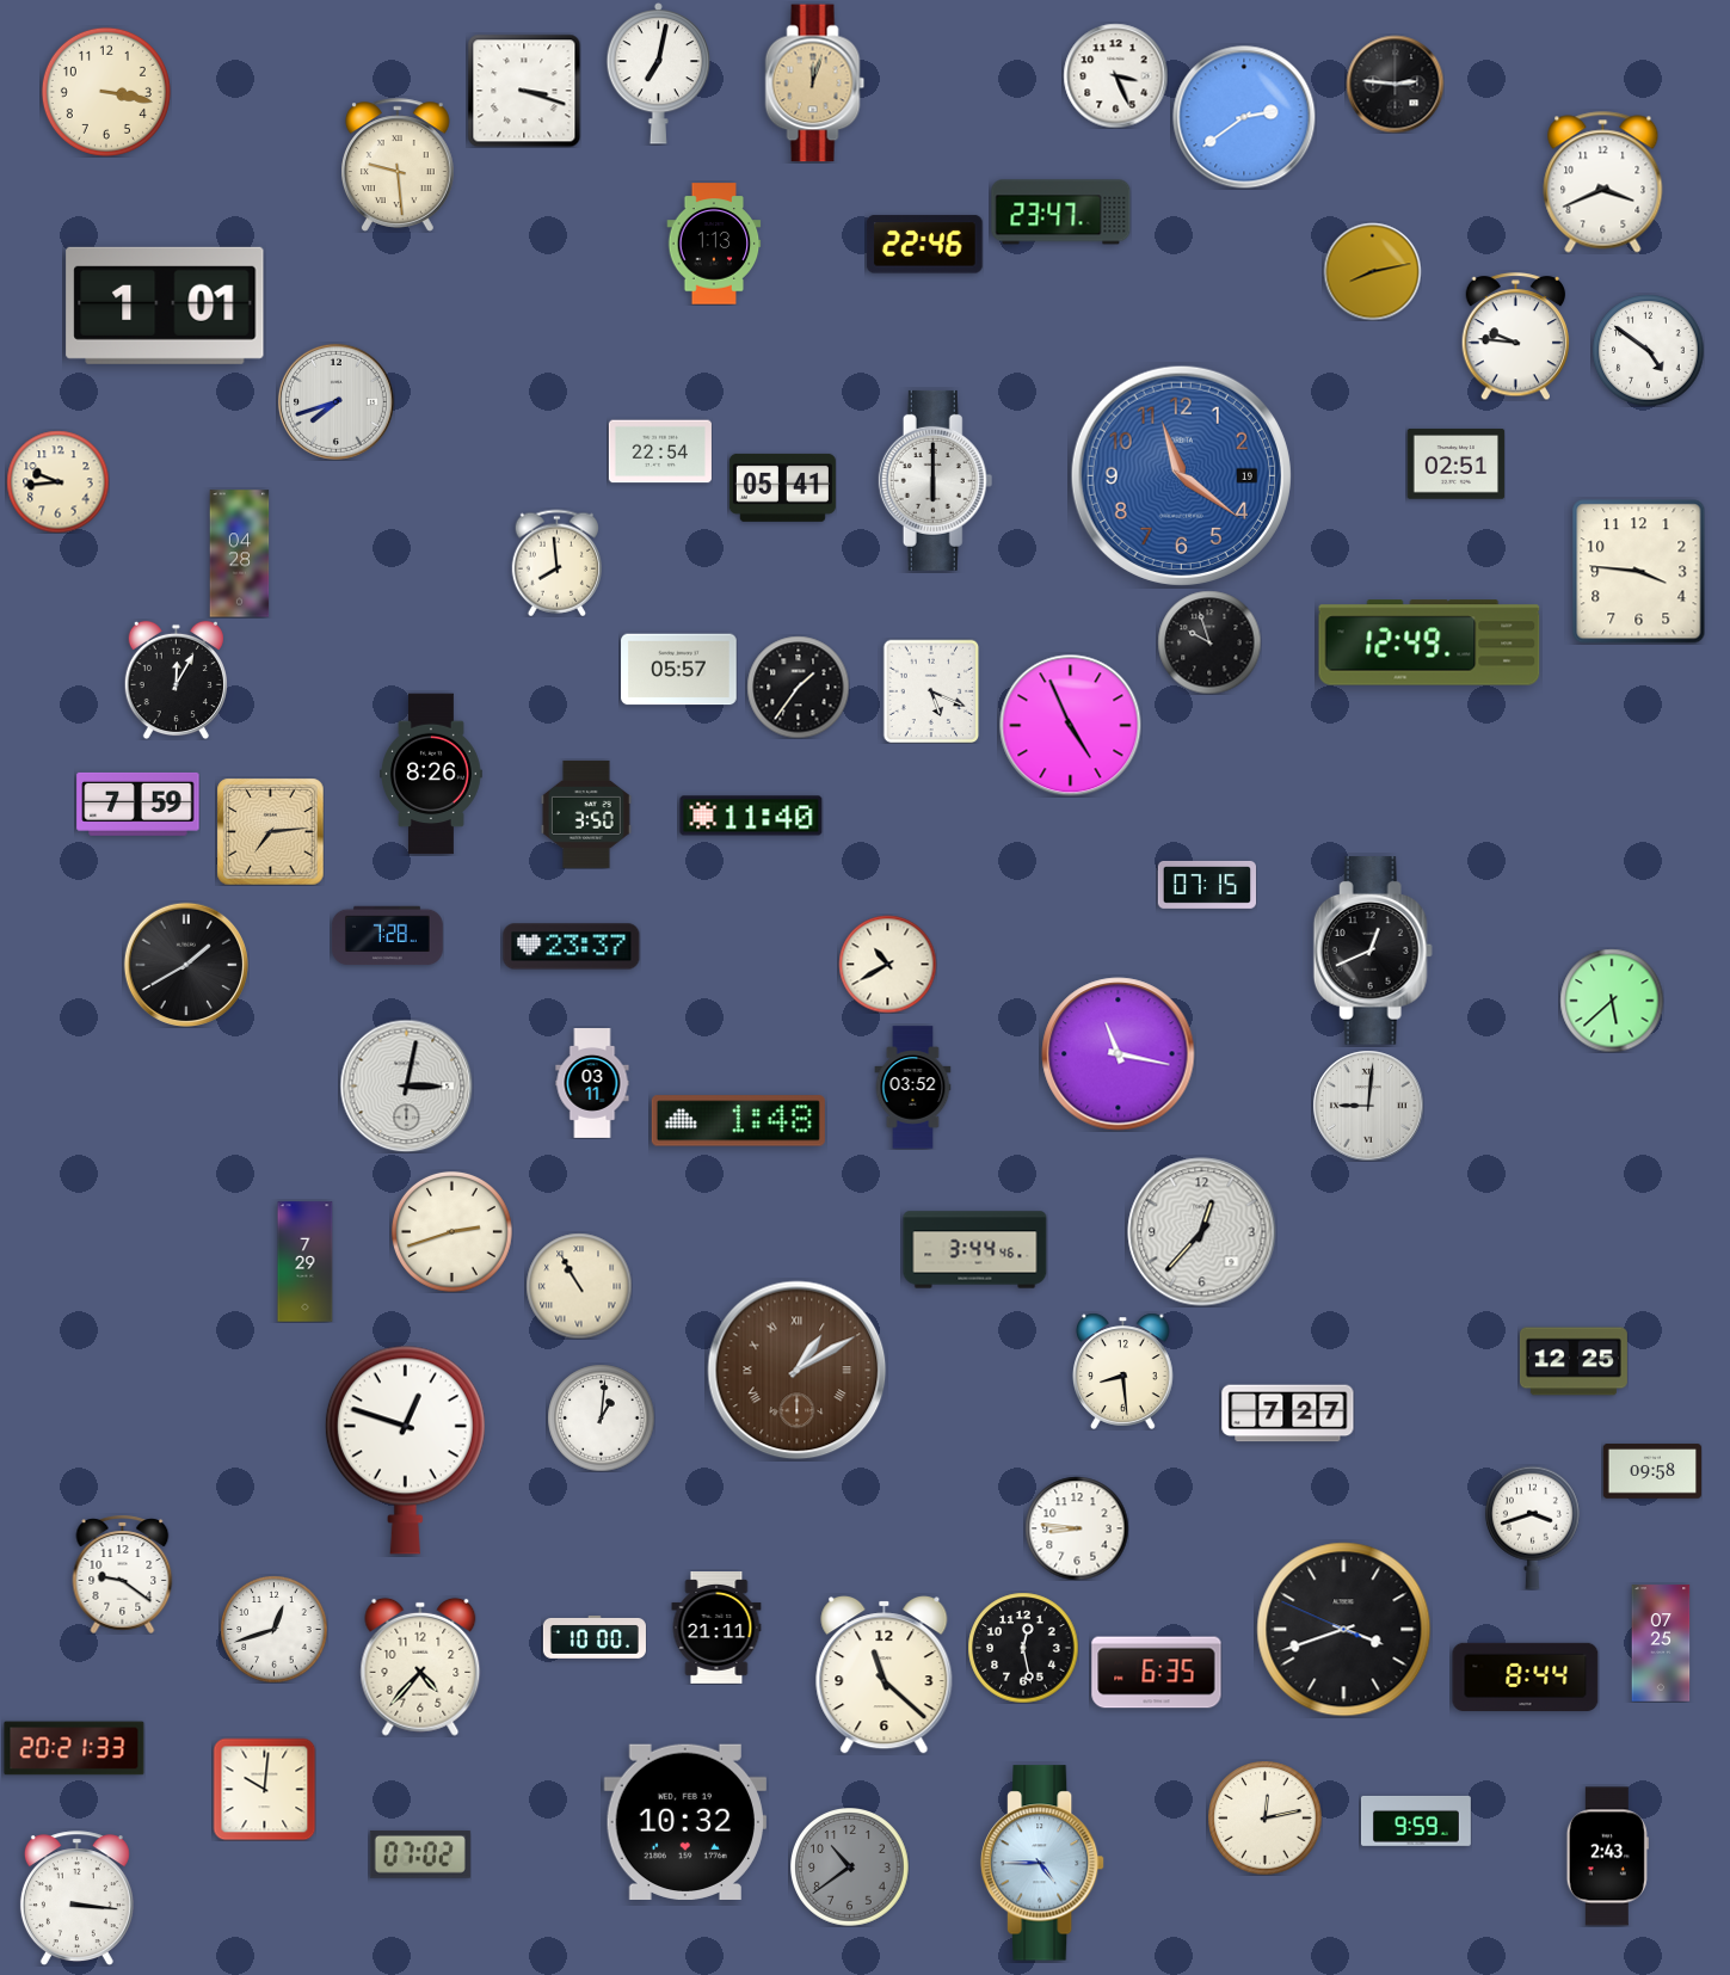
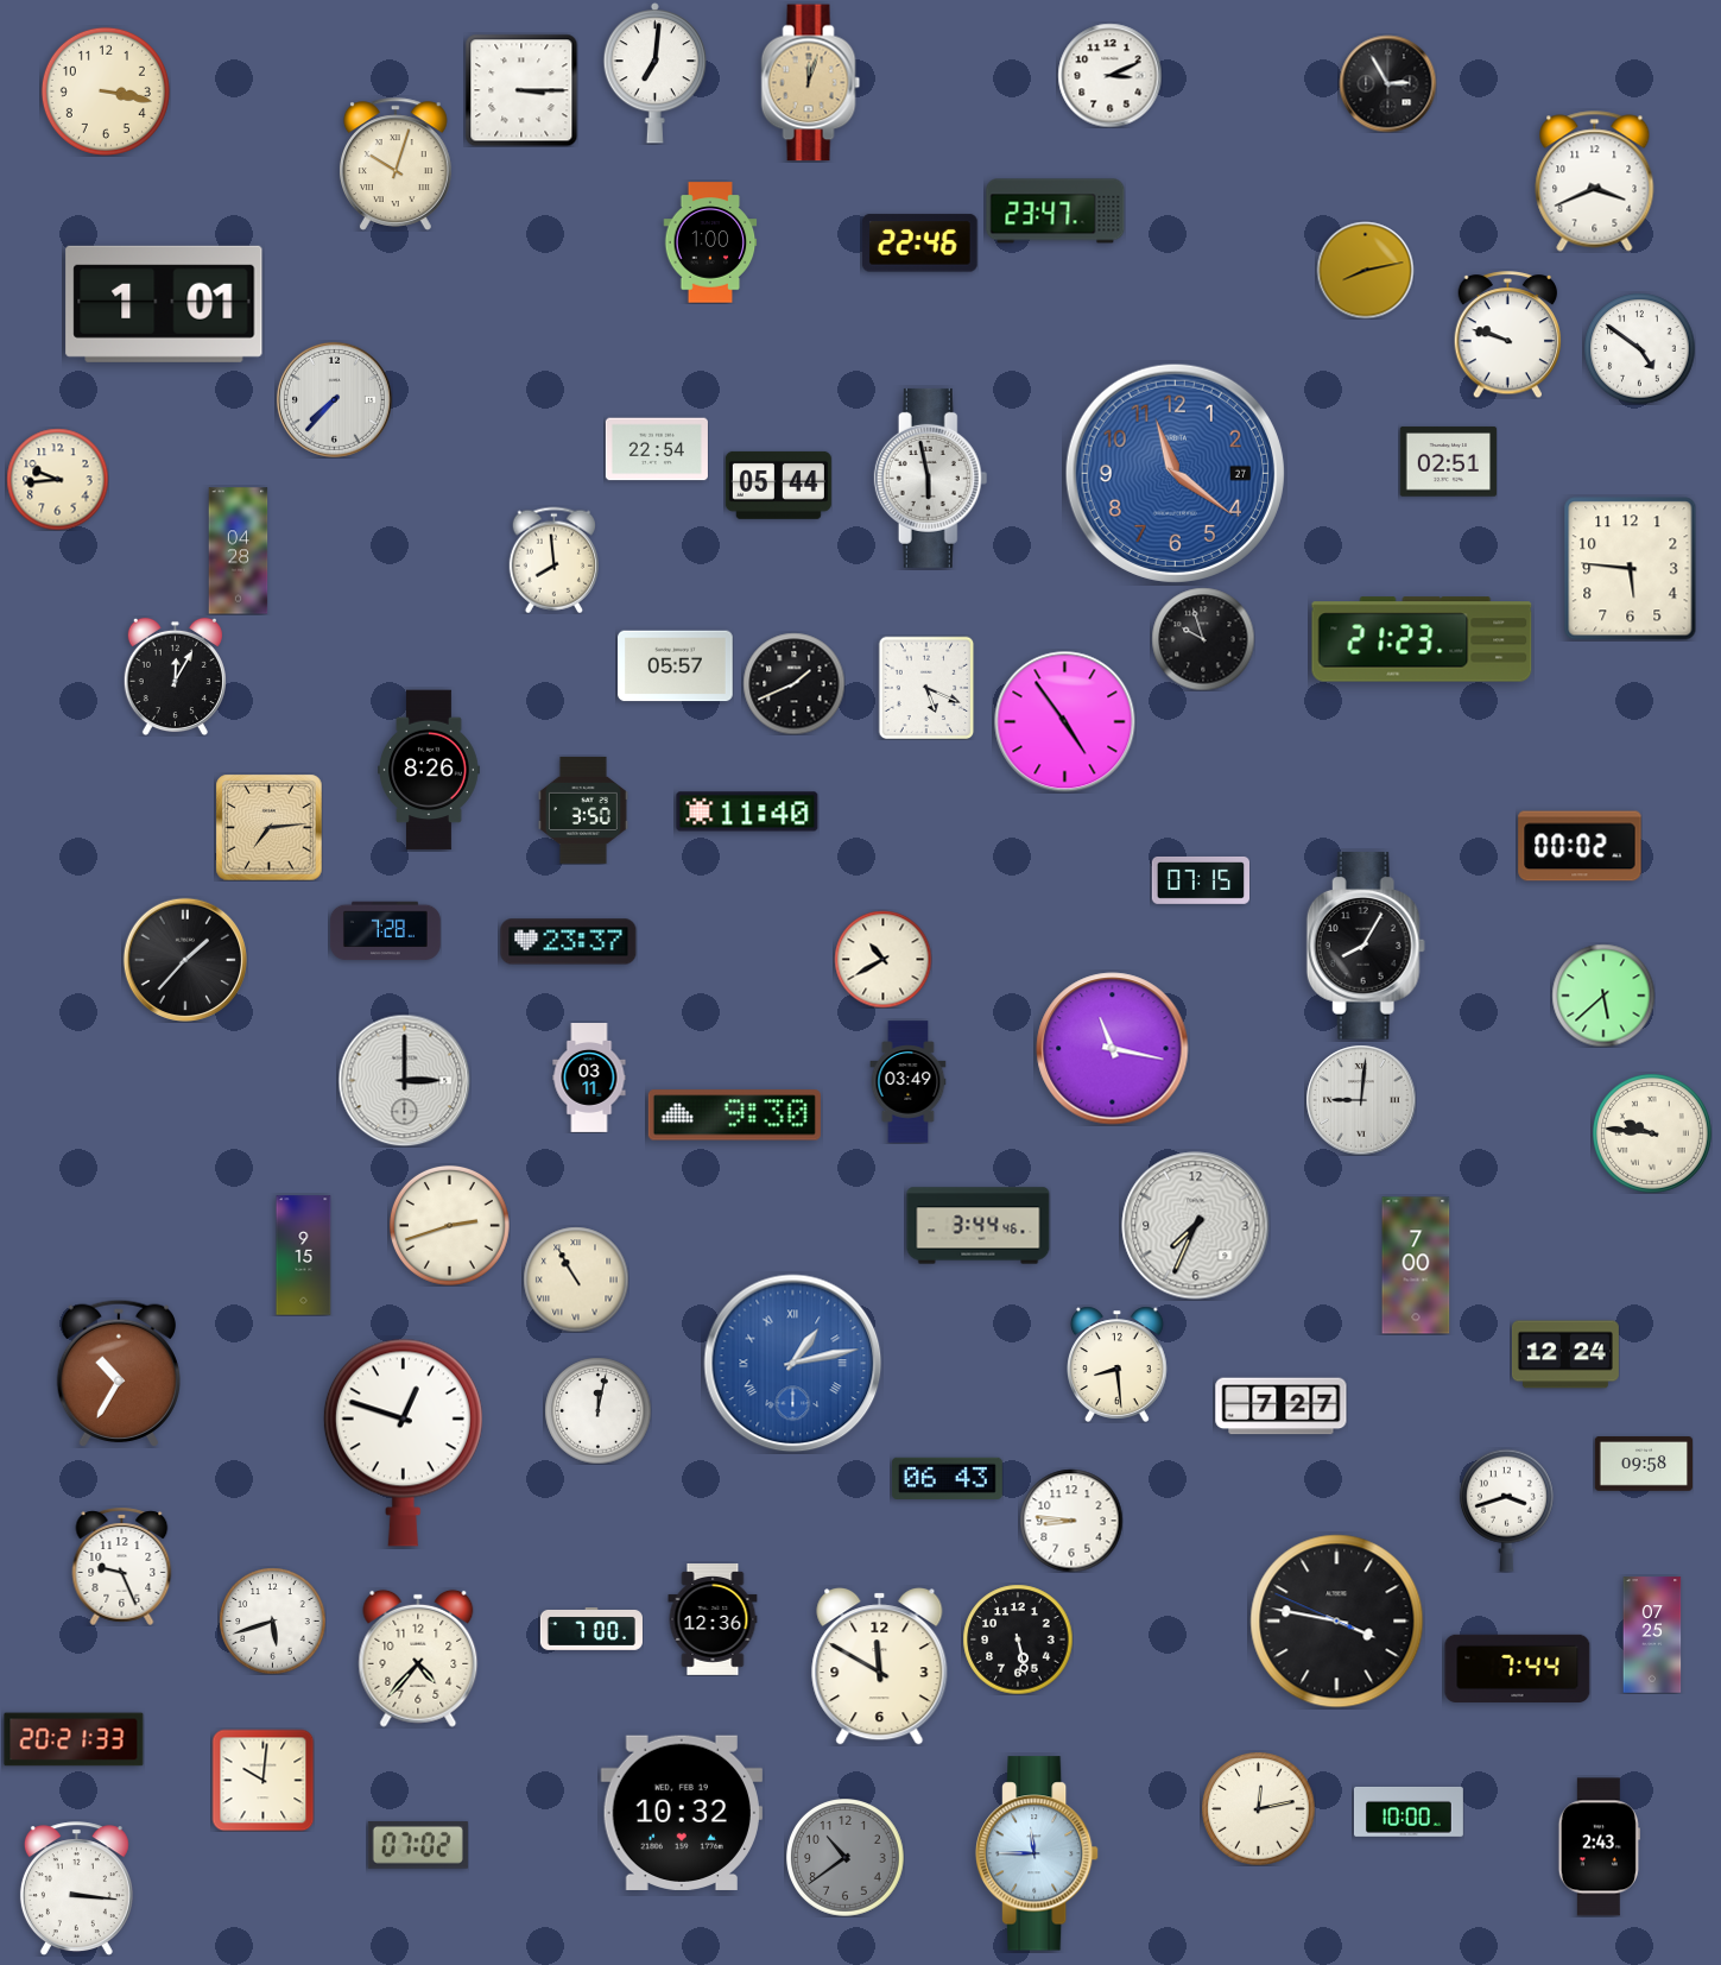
clock at (659, 74): 7:02 -> 7:01
clock at (1115, 75): 3:26 -> 3:11
clock at (1395, 84): 2:46 -> 2:55
clock at (524, 91): 3:18 -> 3:15
clock at (1244, 117): 2:39 -> none
clock at (398, 165): 9:29 -> 10:03
clock at (714, 244): 1:13 -> 1:00
clock at (1516, 337): 9:46 -> 9:48
clock at (335, 401): 7:42 -> 7:37
clock at (1181, 475) date: 19 -> 27
clock at (936, 480): 6:00 -> 5:58
clock at (782, 487): 05:41 -> 05:44
clock at (1639, 572): 3:46 -> 5:46
clock at (1429, 642): 12:49 -> 21:23
clock at (798, 687): 1:36 -> 1:41
clock at (1071, 726): 4:56 -> 4:54
clock at (138, 804): 7:59 -> none
clock at (1580, 846): none -> 00:02
clock at (1373, 950): 12:41 -> 8:05
clock at (185, 964): 1:40 -> 1:37
clock at (406, 1085): 3:02 -> 3:00
clock at (913, 1088): 03:52 -> 03:49
clock at (738, 1121): 1:48 -> 9:30
clock at (1653, 1135): none -> 9:46
clock at (1202, 1232): 12:37 -> 7:34
clock at (975, 1250) position: (975, 1250) -> (979, 1226)
clock at (306, 1262): 7:29 -> 9:15
clock at (1416, 1265): none -> 7:00
clock at (1574, 1361): 12:25 -> 12:24
clock at (798, 1371): 1:10 -> 1:13
clock at (798, 1371) dial: brown -> blue
clock at (118, 1373): none -> 10:35
clock at (601, 1417): 1:01 -> 12:02
clock at (947, 1478): none -> 06:43
clock at (1532, 1527) position: (1532, 1527) -> (1506, 1510)
clock at (123, 1574): 9:21 -> 9:26
clock at (273, 1629): 12:42 -> 5:42
clock at (716, 1629): 21:11 -> 12:36
clock at (1344, 1630): 3:41 -> 3:46
clock at (595, 1638): 10:00 -> 7:00
clock at (1023, 1648): 12:28 -> 5:28
clock at (1157, 1673): 6:35 -> none
clock at (885, 1675): 11:22 -> 11:50
clock at (1526, 1676): 8:44 -> 7:44
clock at (1416, 1821): 9:59 -> 10:00
clock at (1042, 1863): 4:45 -> 11:45
